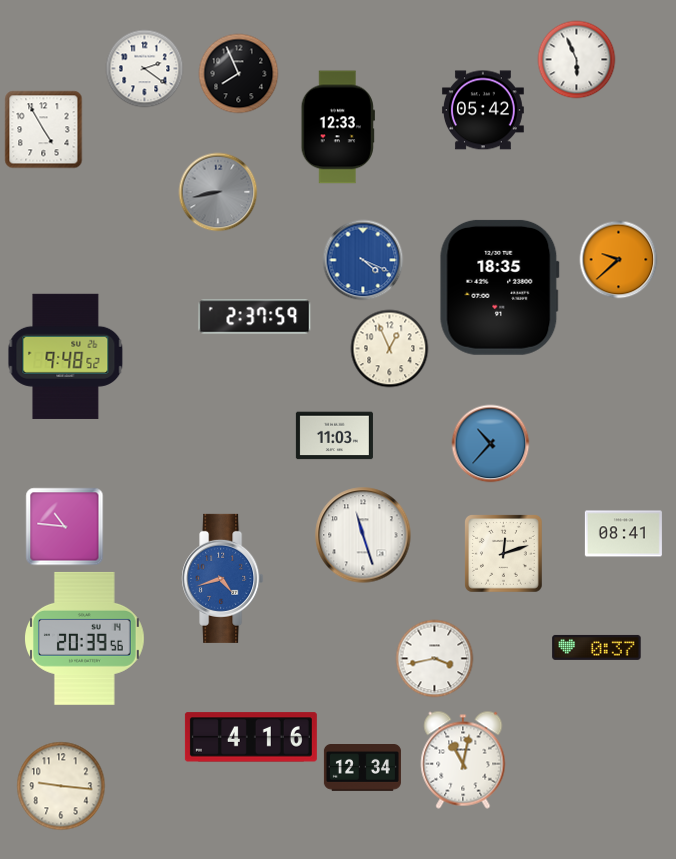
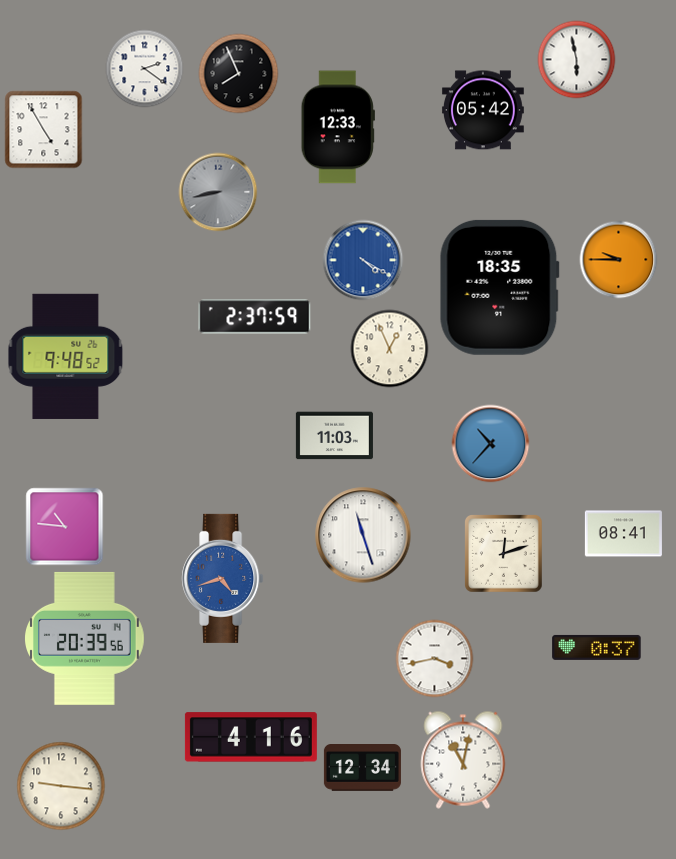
clock at (576, 59): 5:56 -> 5:58
clock at (618, 259): 9:38 -> 9:45
clock at (363, 260): 4:19 -> 4:20
